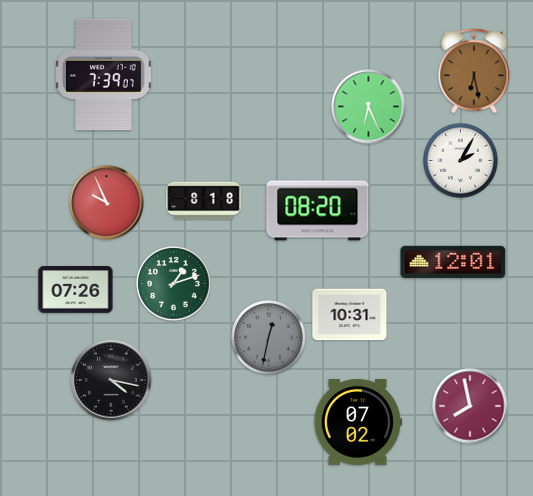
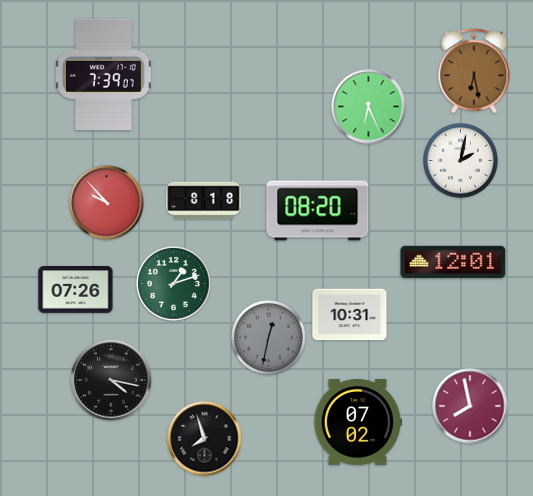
clock at (461, 161): 2:05 -> 2:02
clock at (107, 203): 9:56 -> 9:53
clock at (205, 439): none -> 7:57
